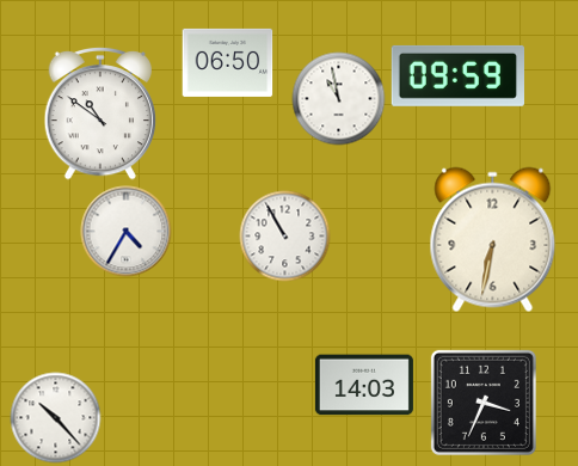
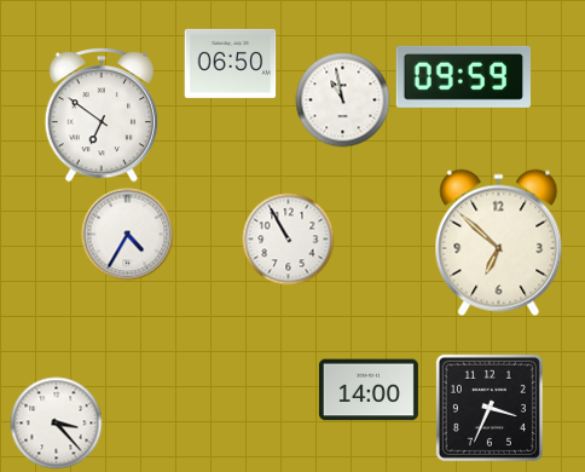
clock at (99, 114): 10:51 -> 6:51
clock at (493, 240): 6:32 -> 6:52
clock at (364, 385): 14:03 -> 14:00
clock at (56, 418): 10:23 -> 3:23
